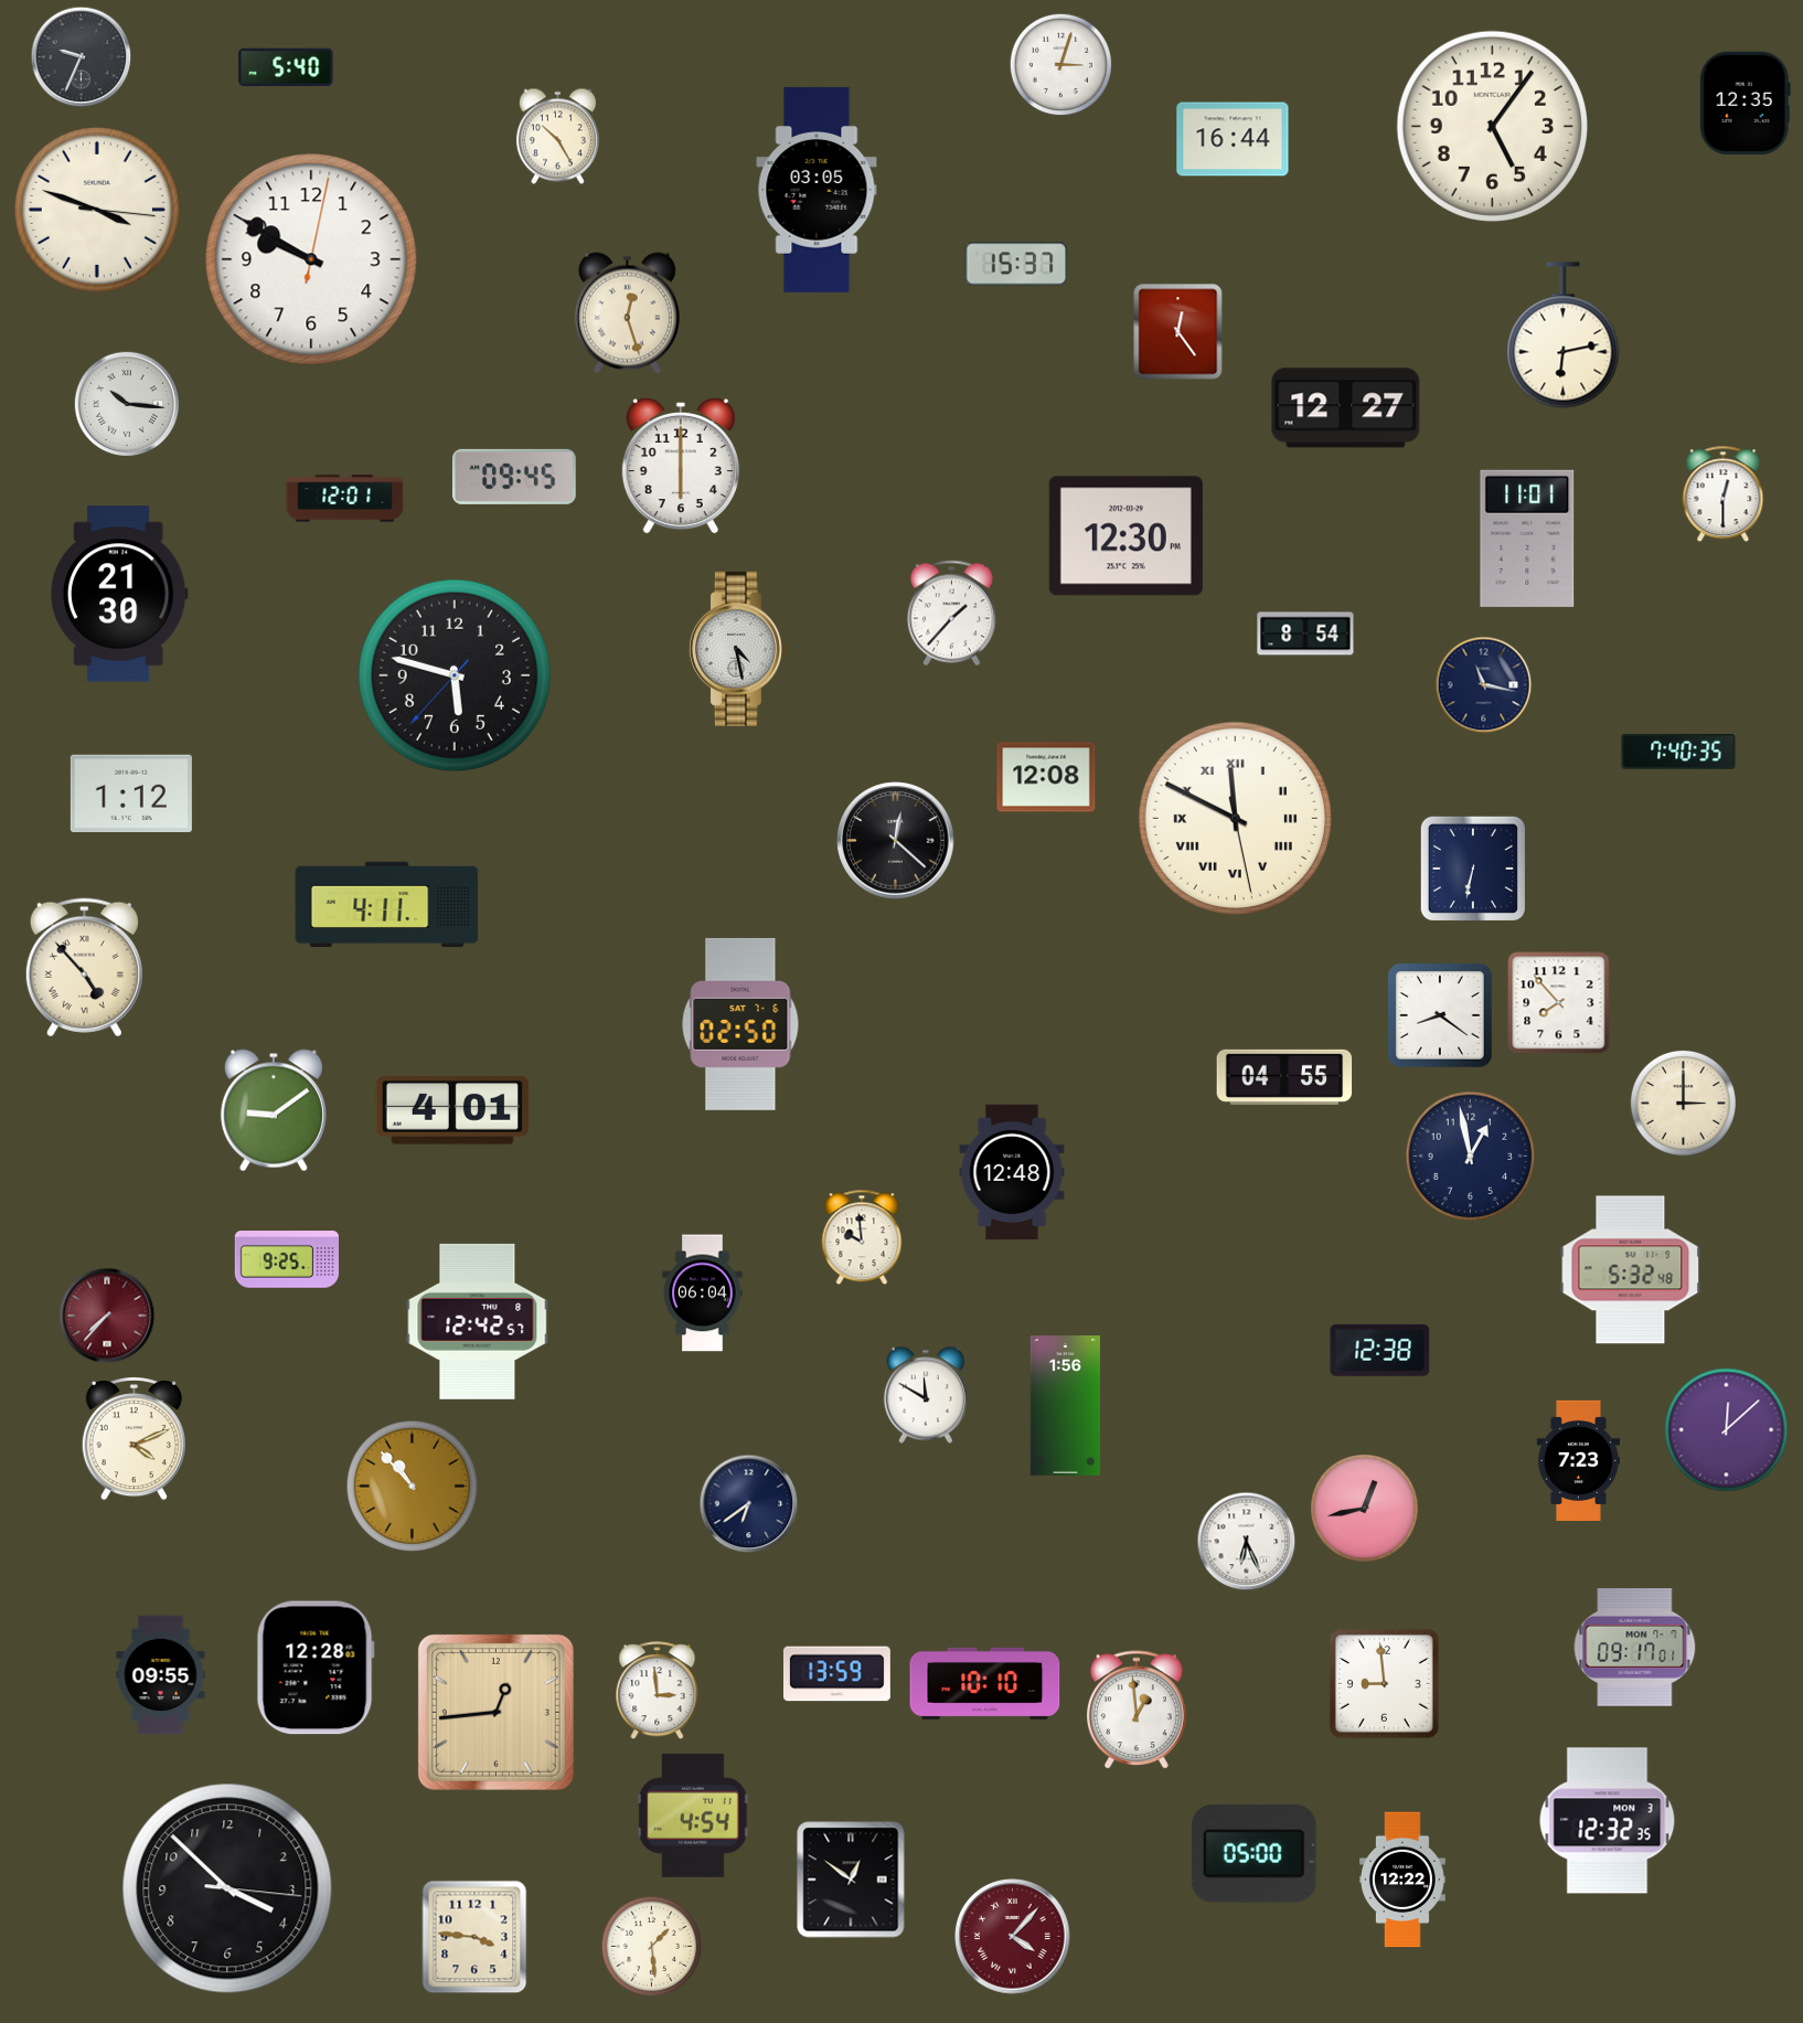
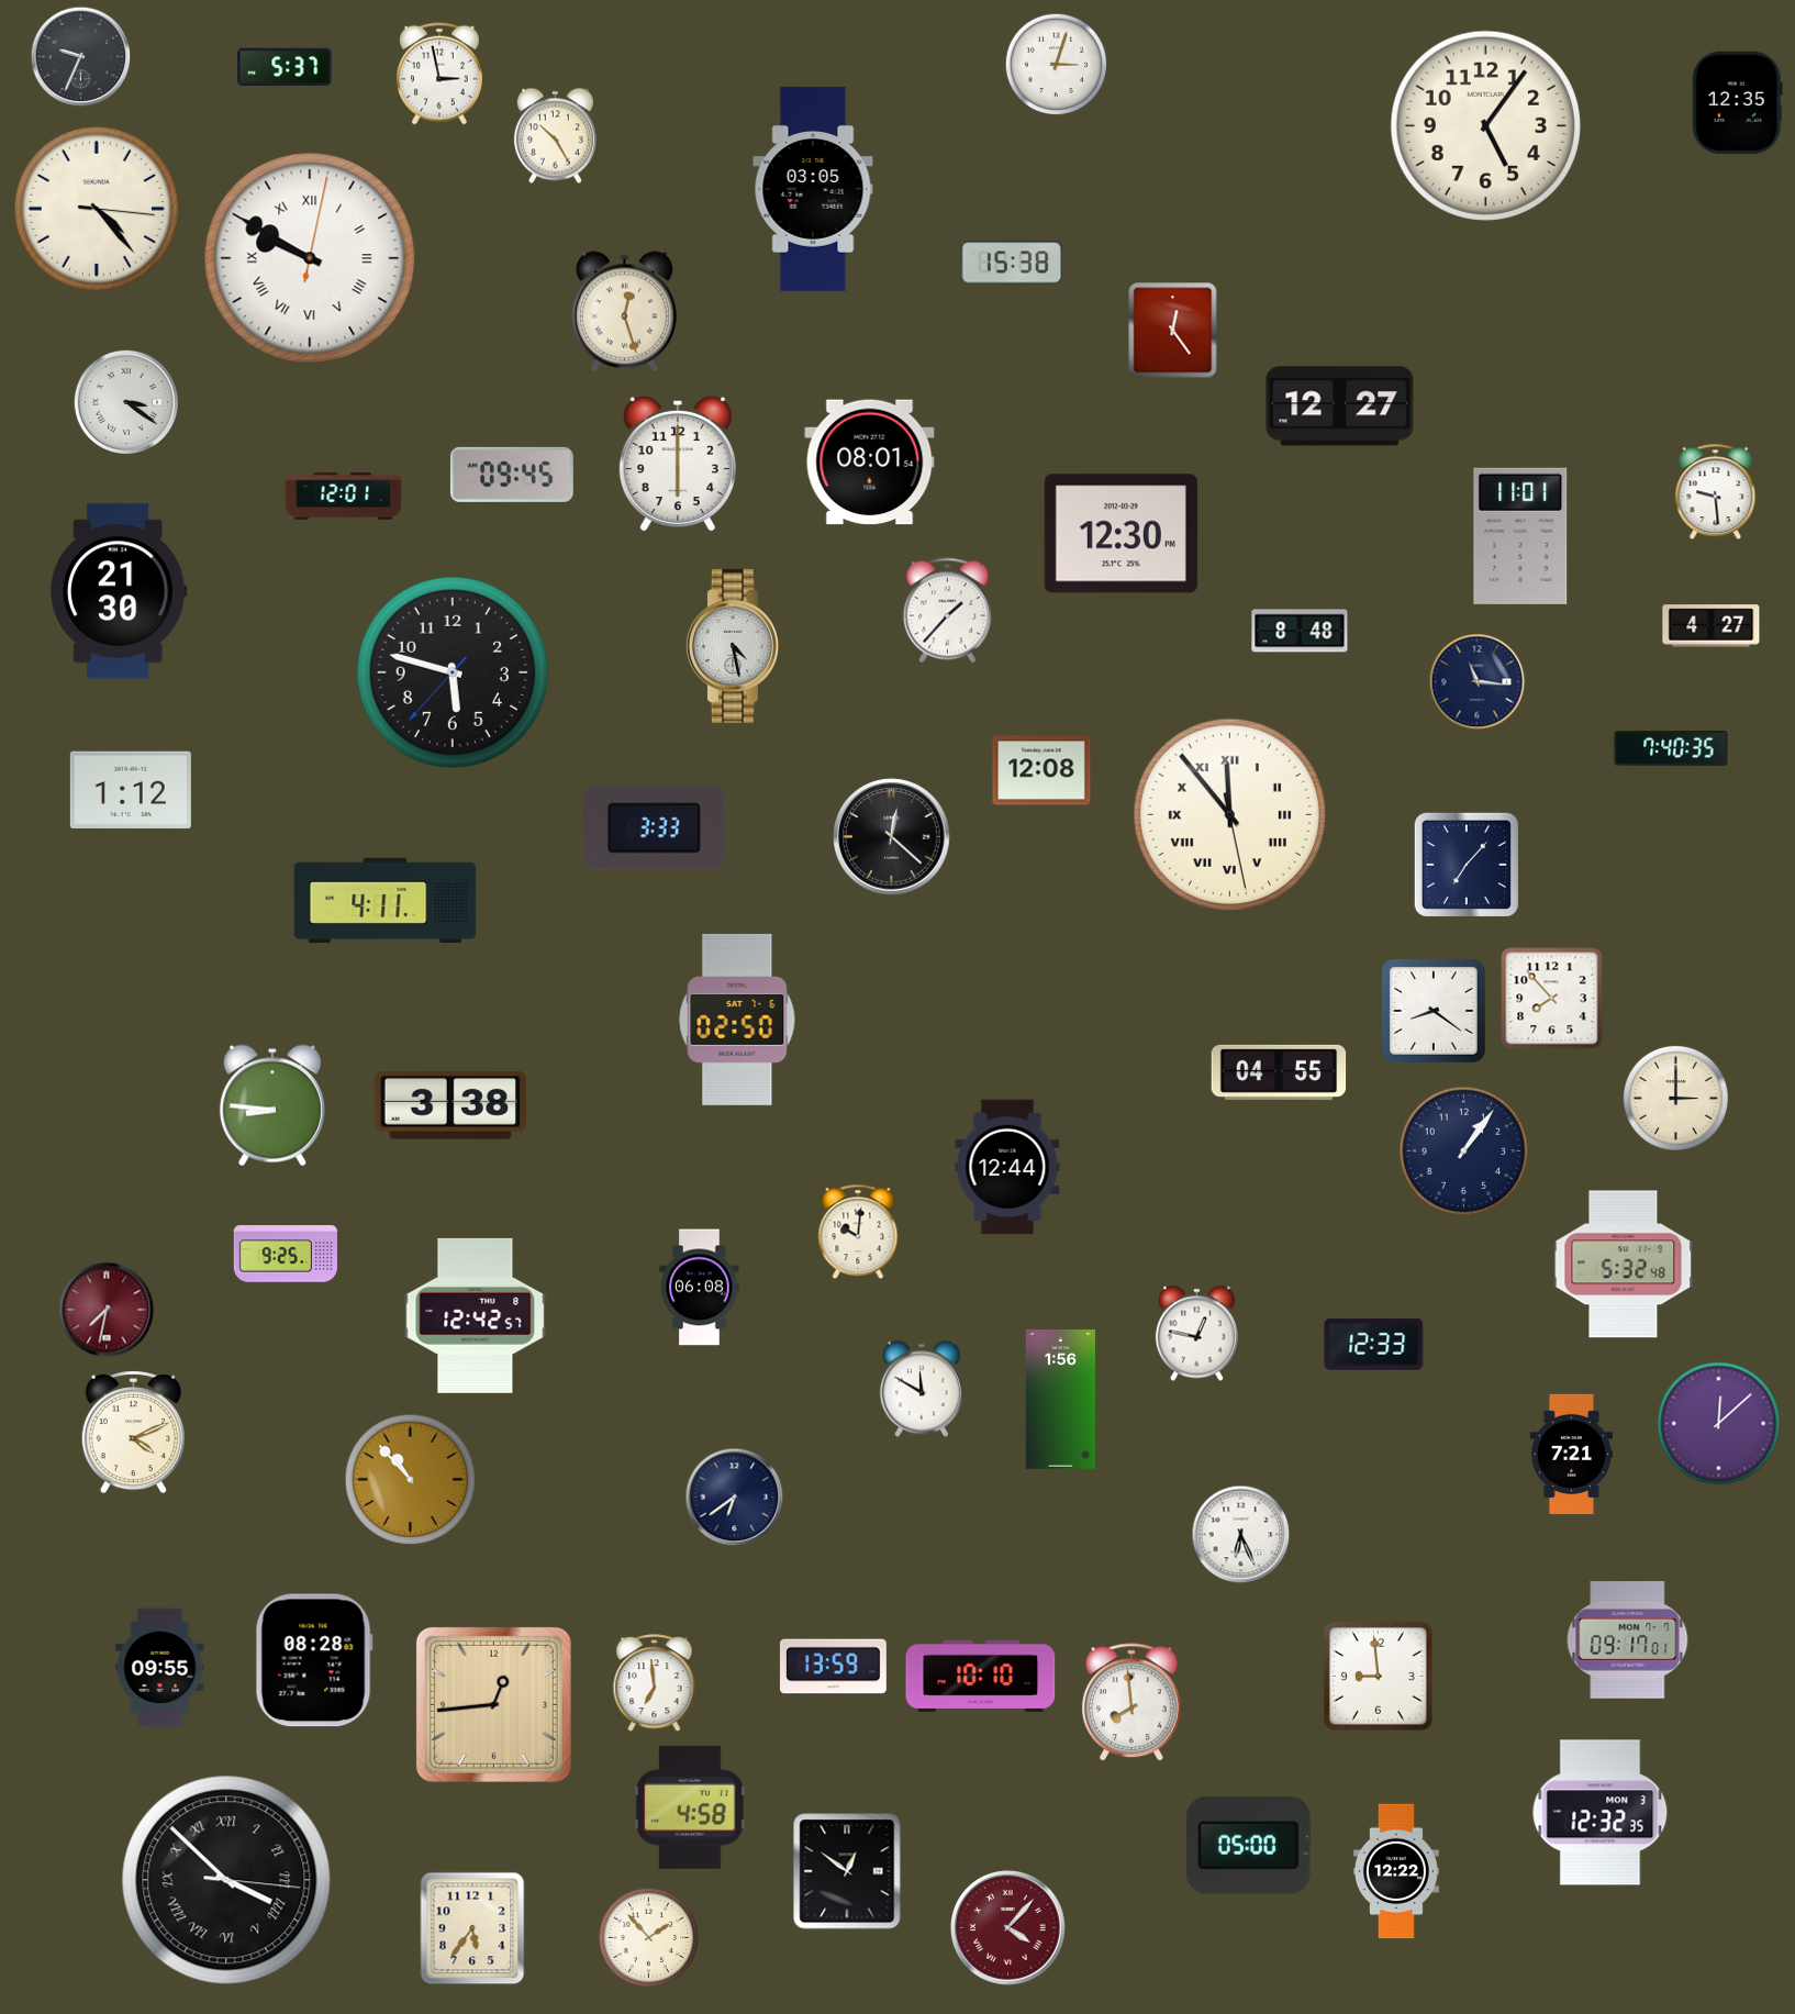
clock at (286, 66): 5:40 -> 5:37
clock at (439, 74): none -> 2:58
clock at (1233, 139): 16:44 -> none
clock at (97, 210): 3:48 -> 4:23
clock at (311, 259) numerals: Arabic -> Roman
clock at (1016, 264): 15:37 -> 15:38
clock at (1564, 336): 6:13 -> none
clock at (126, 403): 10:16 -> 3:21
clock at (870, 463): none -> 08:01
clock at (1724, 494): 12:30 -> 9:29
clock at (1712, 626): none -> 4:27
clock at (1305, 633): 8:54 -> 8:48
clock at (1484, 685): 11:17 -> 11:16
clock at (1046, 777) position: (1046, 777) -> (1041, 770)
clock at (1235, 818): 11:49 -> 11:53
clock at (655, 828): none -> 3:33
clock at (1472, 867): 6:32 -> 7:07
clock at (84, 968): 4:53 -> none
clock at (274, 1110): 9:09 -> 8:46
clock at (452, 1110): 4:01 -> 3:38
clock at (1471, 1157): 12:58 -> 1:06
clock at (1012, 1172): 12:48 -> 12:44
clock at (862, 1237): 9:59 -> 10:01
clock at (703, 1293): 06:04 -> 06:08
clock at (107, 1316): 7:37 -> 7:32
clock at (1196, 1334): none -> 12:47
clock at (1380, 1350): 12:38 -> 12:33
clock at (1578, 1460): 7:23 -> 7:21
clock at (749, 1504) position: (749, 1504) -> (735, 1498)
clock at (1364, 1508): 12:43 -> none
clock at (316, 1668): 12:28 -> 08:28
clock at (658, 1691): 2:59 -> 6:59
clock at (1137, 1711): 12:59 -> 7:59
clock at (693, 1816): 4:54 -> 4:58
clock at (227, 1888) numerals: Arabic -> Roman
clock at (474, 1937): 3:46 -> 5:36
clock at (652, 1947): 1:29 -> 1:53
